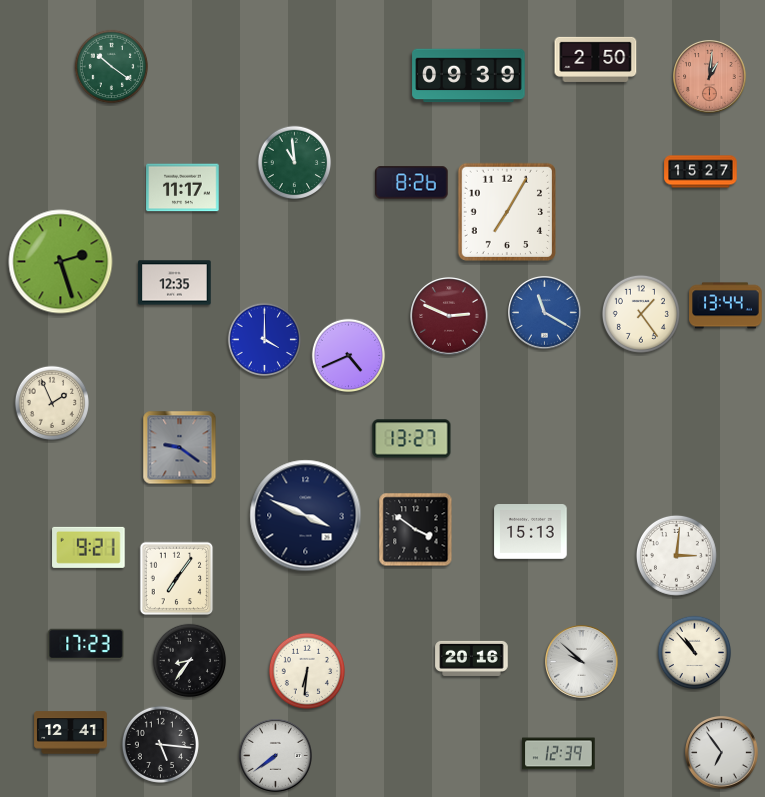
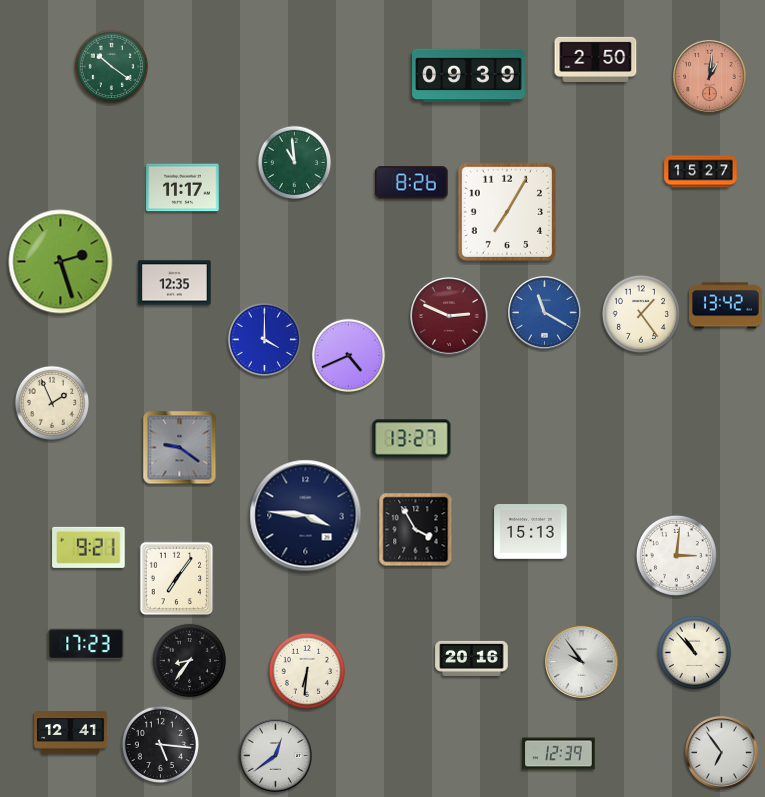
clock at (726, 306): 13:44 -> 13:42
clock at (306, 516): 3:49 -> 3:46
clock at (416, 530): 3:51 -> 3:55
clock at (582, 662): 9:52 -> 9:54
clock at (276, 756): 7:39 -> 12:39
